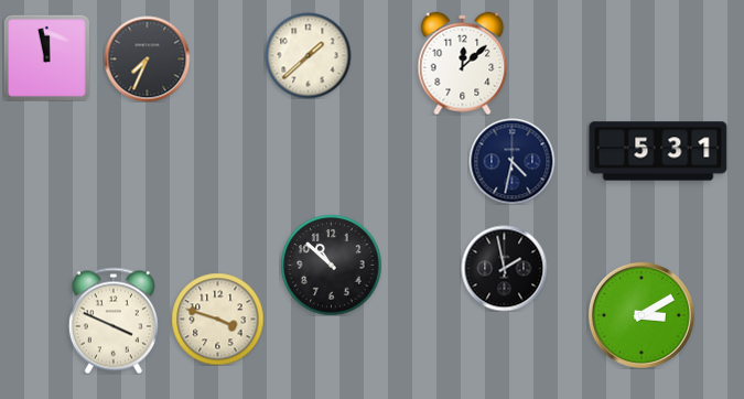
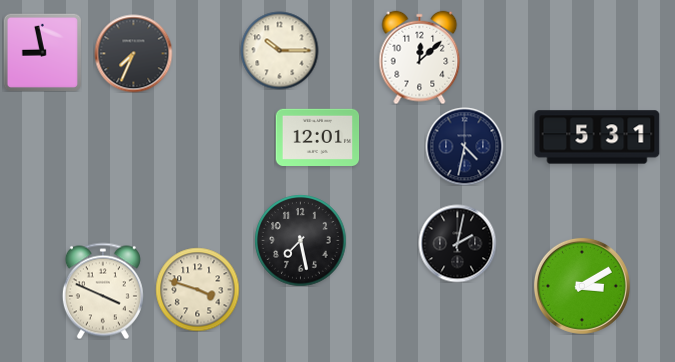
clock at (308, 55): 1:38 -> 10:15
clock at (46, 57): 11:58 -> 8:58
clock at (317, 137): none -> 12:01
clock at (331, 265): 10:52 -> 7:28
clock at (504, 268): 1:58 -> 2:02
